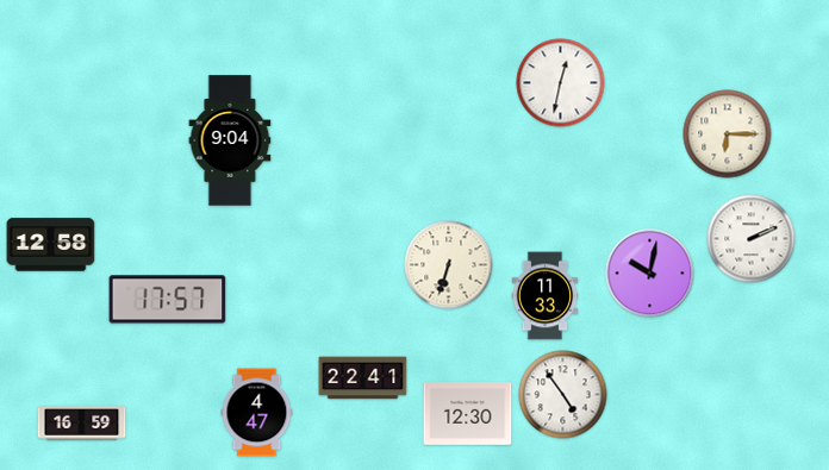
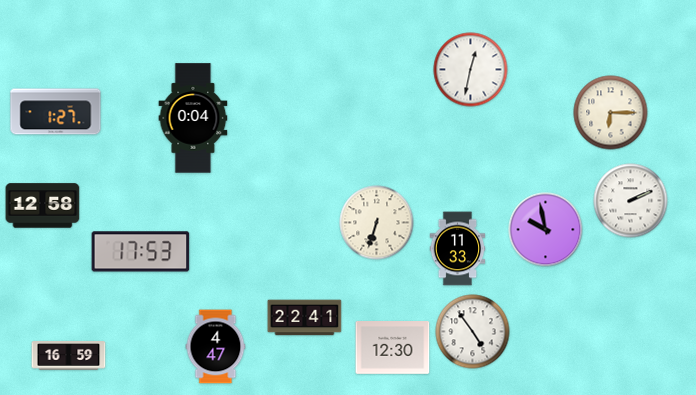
clock at (56, 112): none -> 1:27
clock at (230, 140): 9:04 -> 0:04
clock at (650, 274): 10:02 -> 9:58
clock at (168, 300): 17:57 -> 17:53
